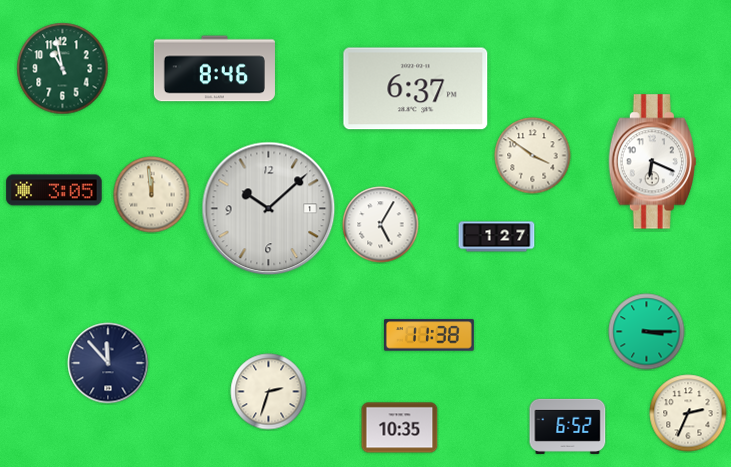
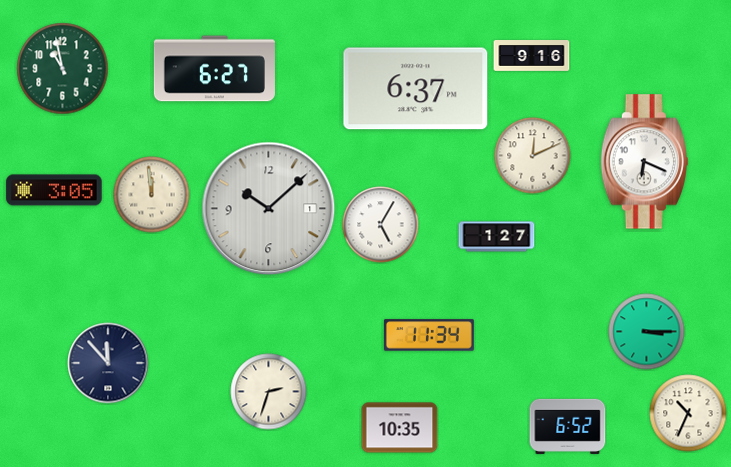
clock at (532, 56): none -> 9:16
clock at (214, 69): 8:46 -> 6:27
clock at (533, 156): 3:51 -> 12:11
clock at (652, 162) position: (652, 162) -> (644, 162)
clock at (429, 335): 11:38 -> 11:34
clock at (688, 413): 2:34 -> 10:34
